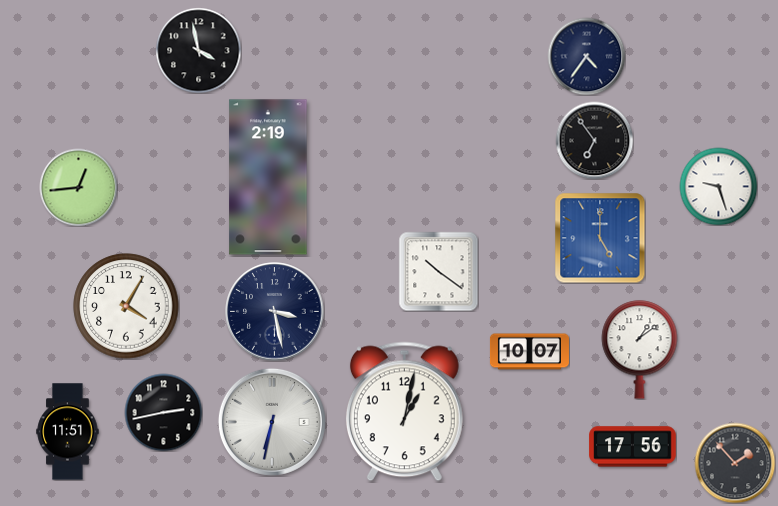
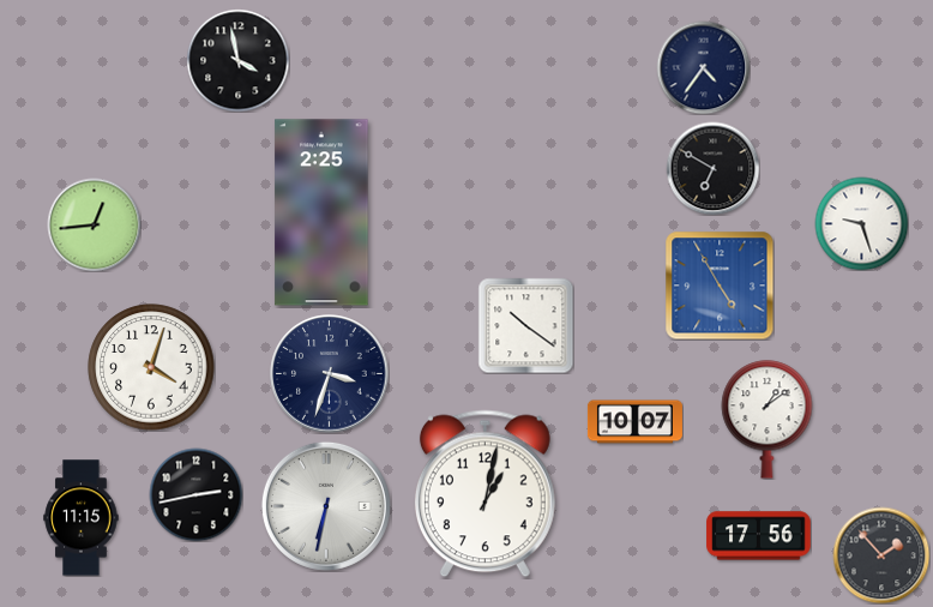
clock at (594, 140): 6:54 -> 6:50
clock at (268, 177): 2:19 -> 2:25
clock at (600, 238): 5:00 -> 4:55
clock at (126, 306): 4:05 -> 4:03
clock at (275, 312): 3:28 -> 3:33
clock at (68, 432): 11:51 -> 11:15
